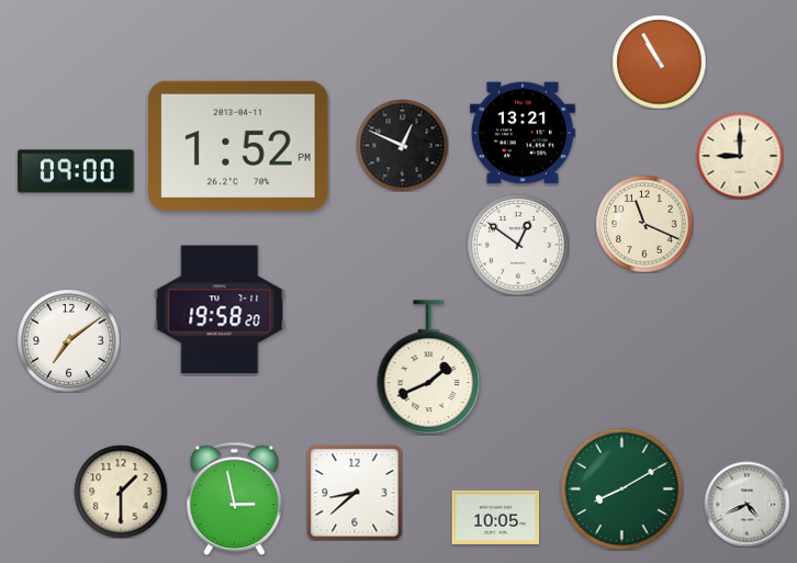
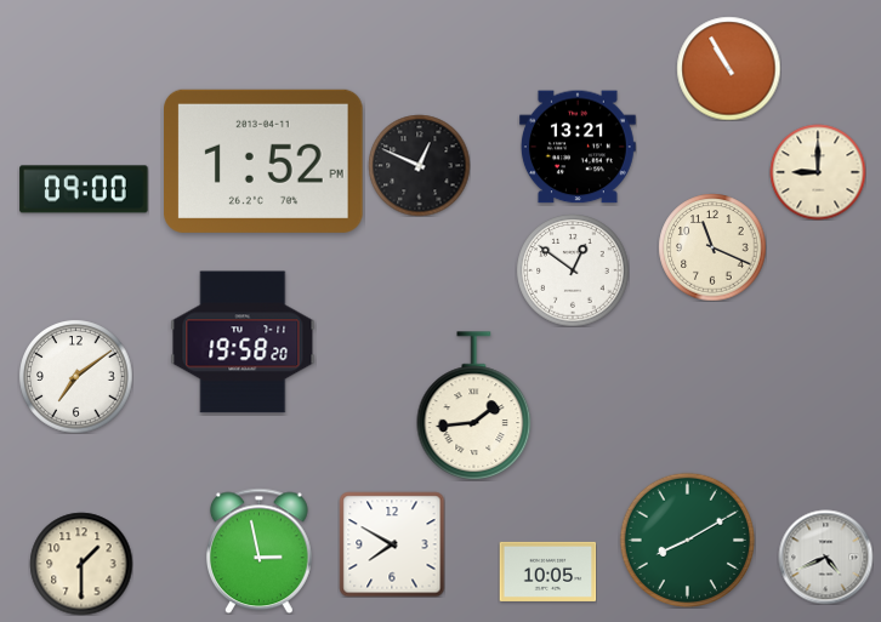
clock at (402, 145) position: (402, 145) -> (419, 165)
clock at (429, 368): 1:41 -> 1:44
clock at (121, 492) position: (121, 492) -> (81, 564)
clock at (355, 493): 8:38 -> 7:50
